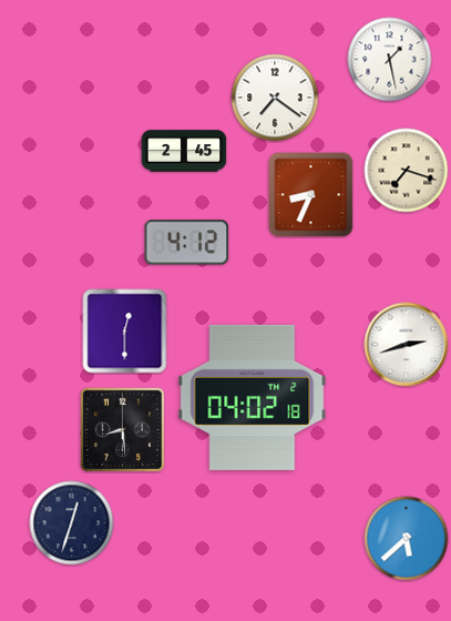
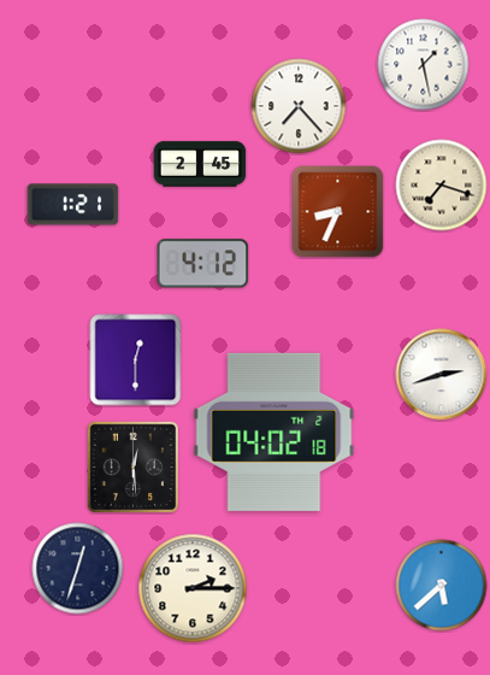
clock at (275, 98): 7:21 -> 7:23
clock at (73, 205): none -> 1:21
clock at (122, 429): 8:29 -> 12:29
clock at (193, 588): none -> 2:15
